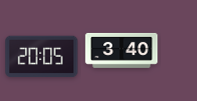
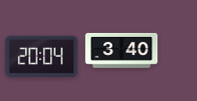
clock at (42, 57): 20:05 -> 20:04
